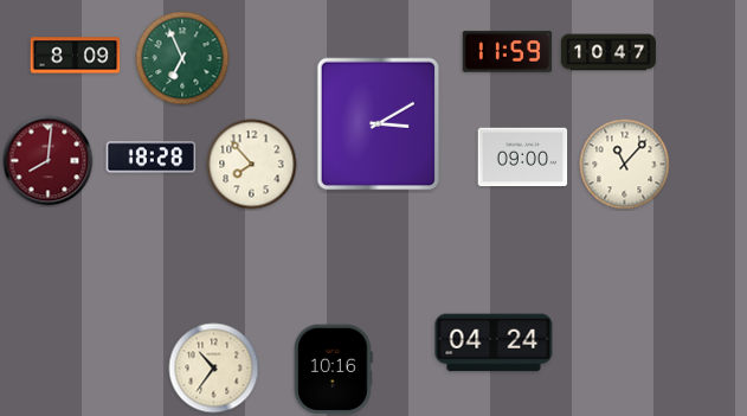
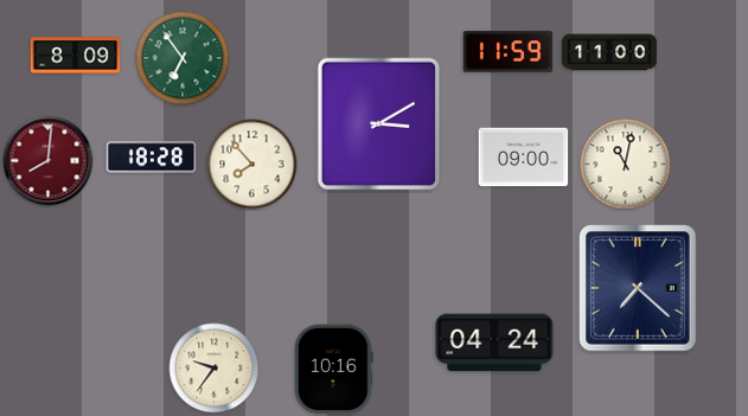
clock at (608, 52): 10:47 -> 11:00
clock at (182, 58): 6:56 -> 6:54
clock at (625, 165): 11:07 -> 11:02
clock at (638, 288): none -> 7:22
clock at (214, 369): 10:36 -> 9:36
